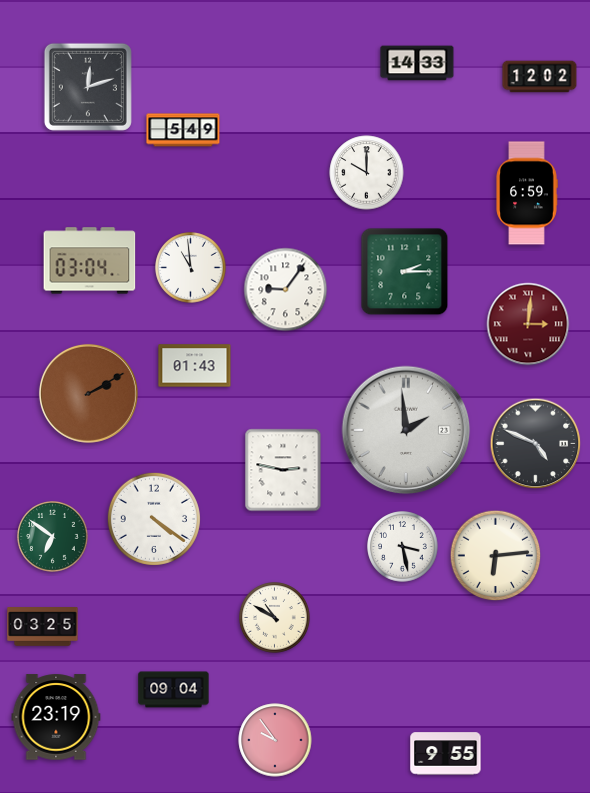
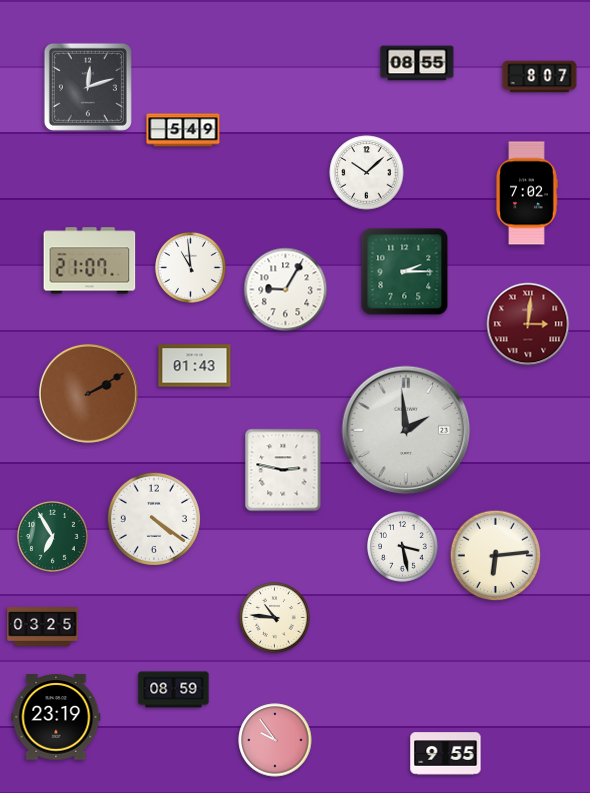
clock at (417, 63): 14:33 -> 08:55
clock at (540, 77): 12:02 -> 8:07
clock at (367, 173): 10:00 -> 10:08
clock at (527, 193): 6:59 -> 7:02
clock at (90, 261): 03:04 -> 21:07
clock at (286, 290): 9:06 -> 9:05
clock at (536, 444): 4:49 -> none
clock at (53, 537): 6:51 -> 6:55
clock at (275, 618): 10:50 -> 10:46
clock at (174, 690): 09:04 -> 08:59
